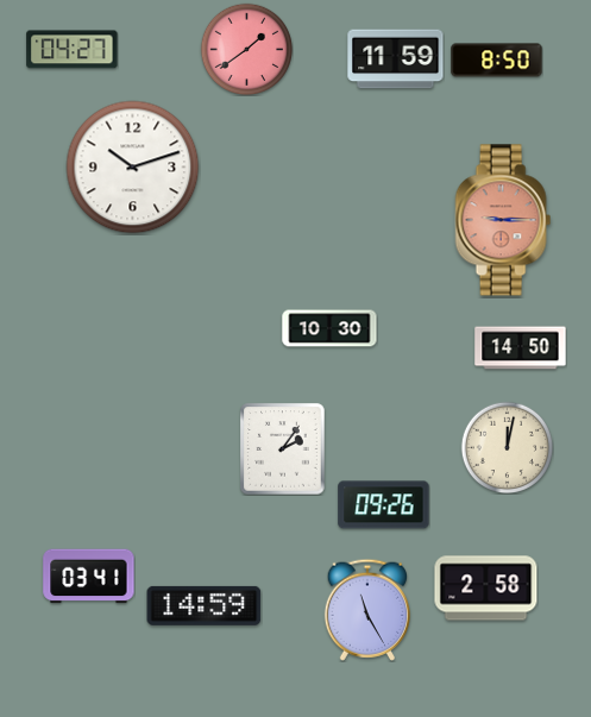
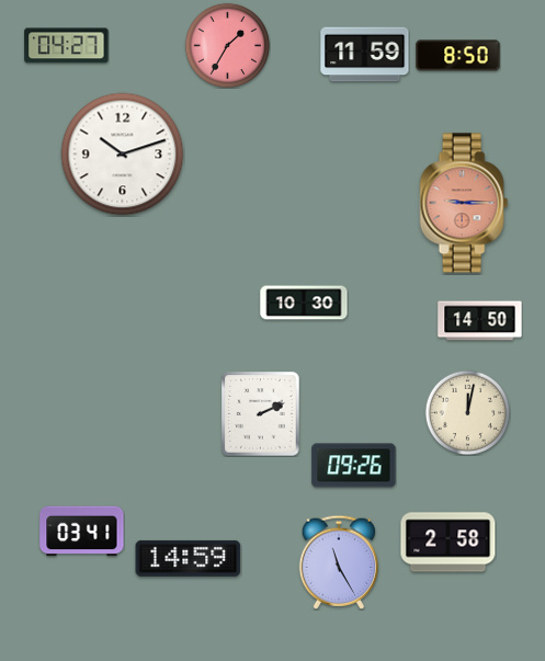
clock at (246, 49): 1:39 -> 1:35
clock at (283, 449): 2:06 -> 2:11
